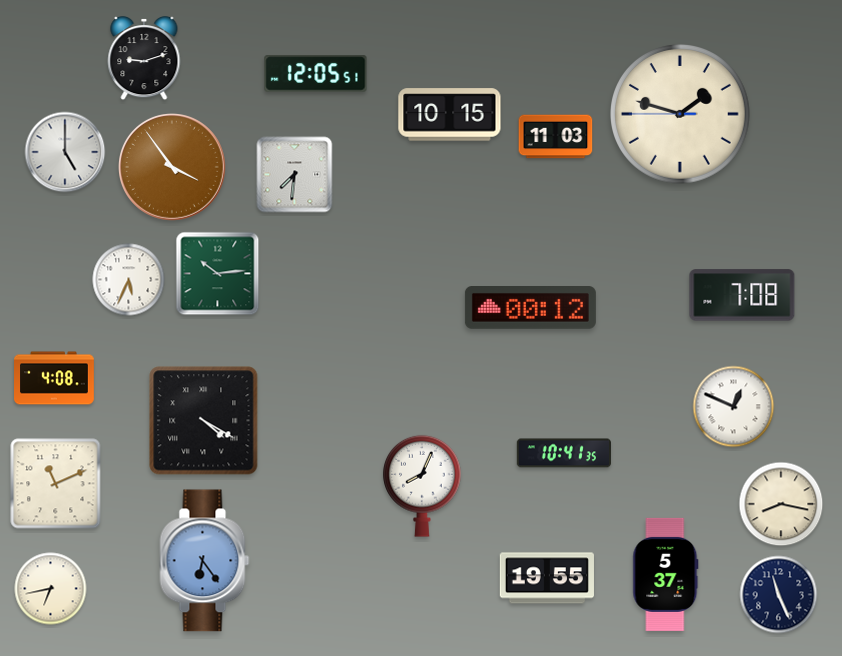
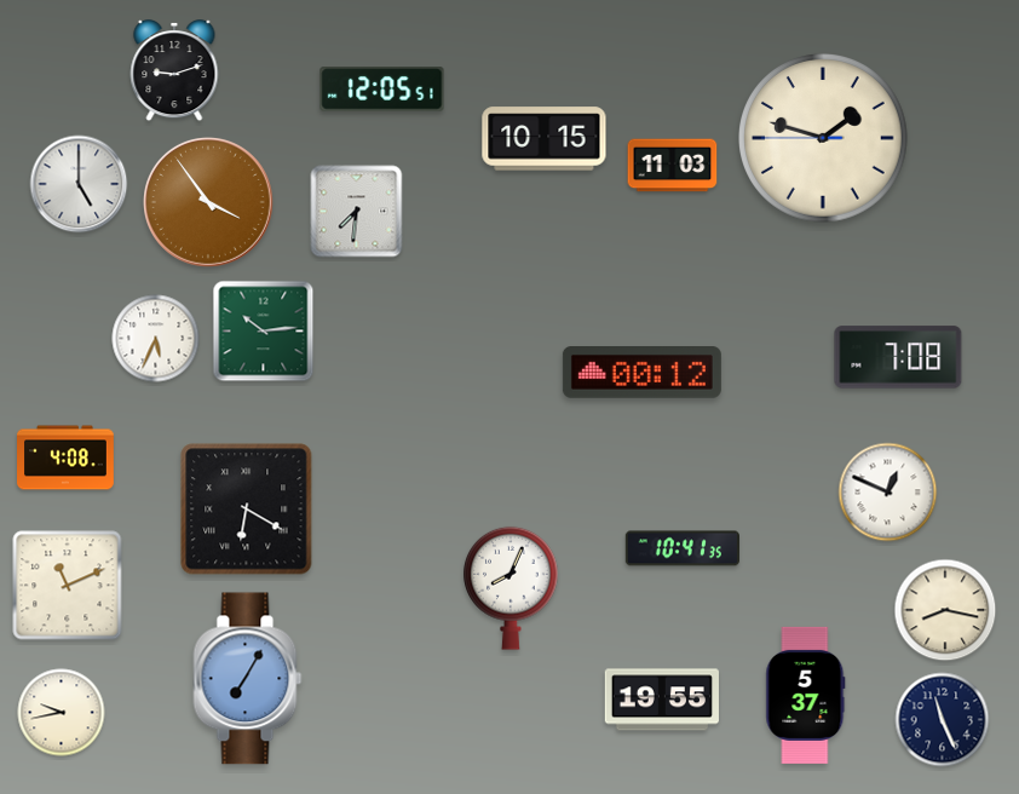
clock at (204, 421): 4:20 -> 6:20
clock at (205, 561): 6:24 -> 7:05
clock at (51, 589): 6:43 -> 9:43
